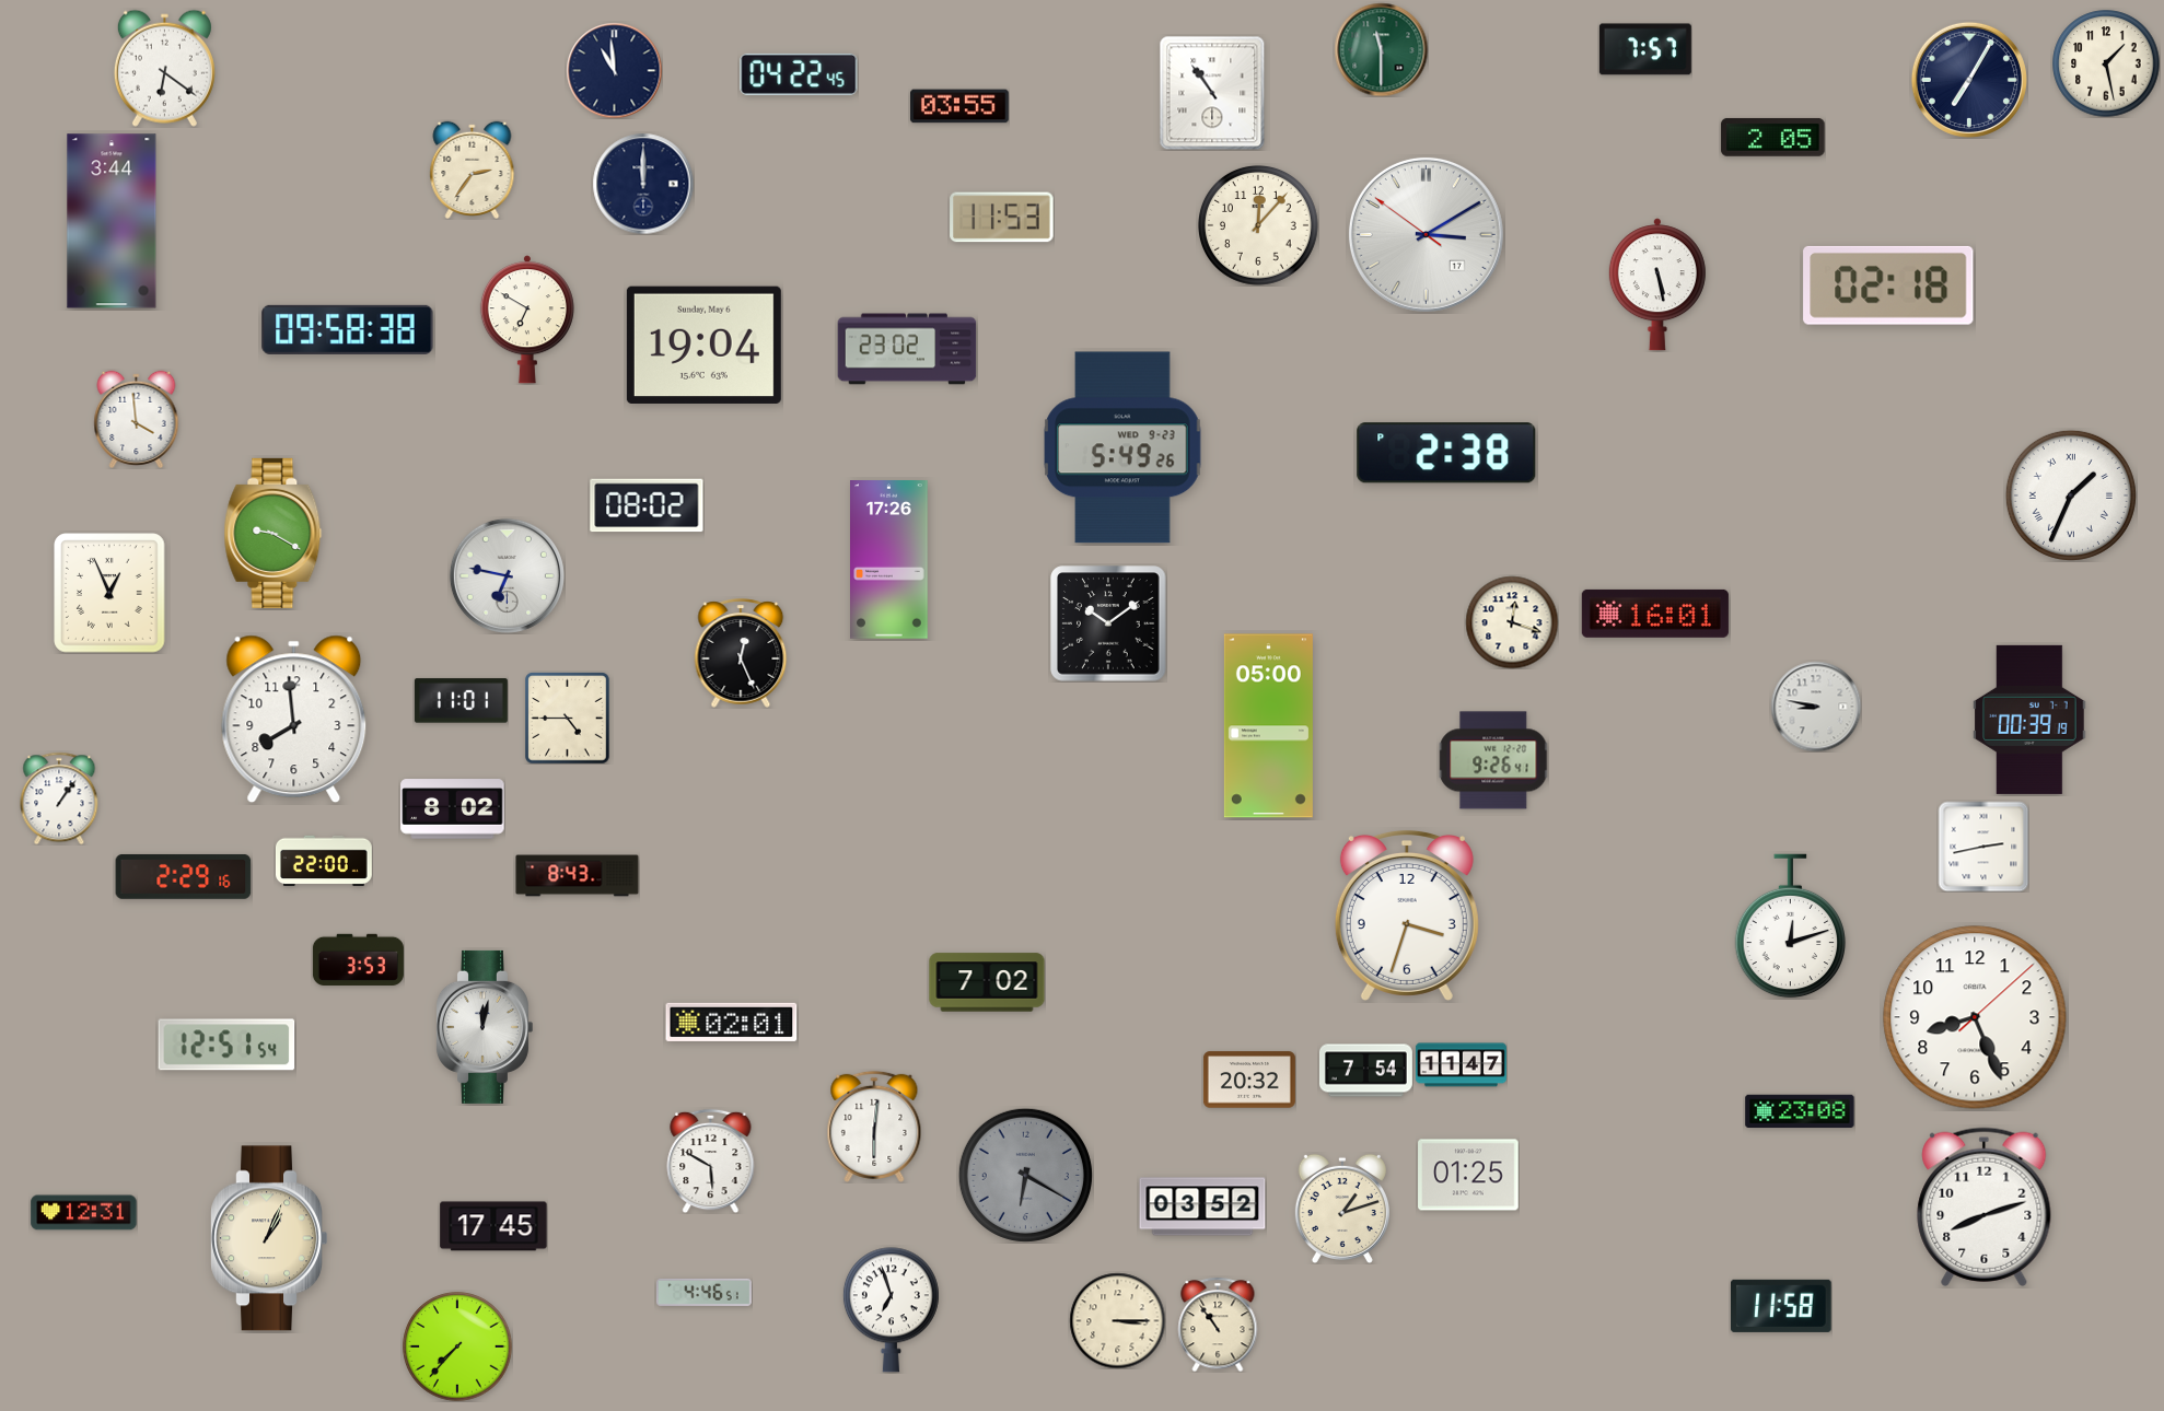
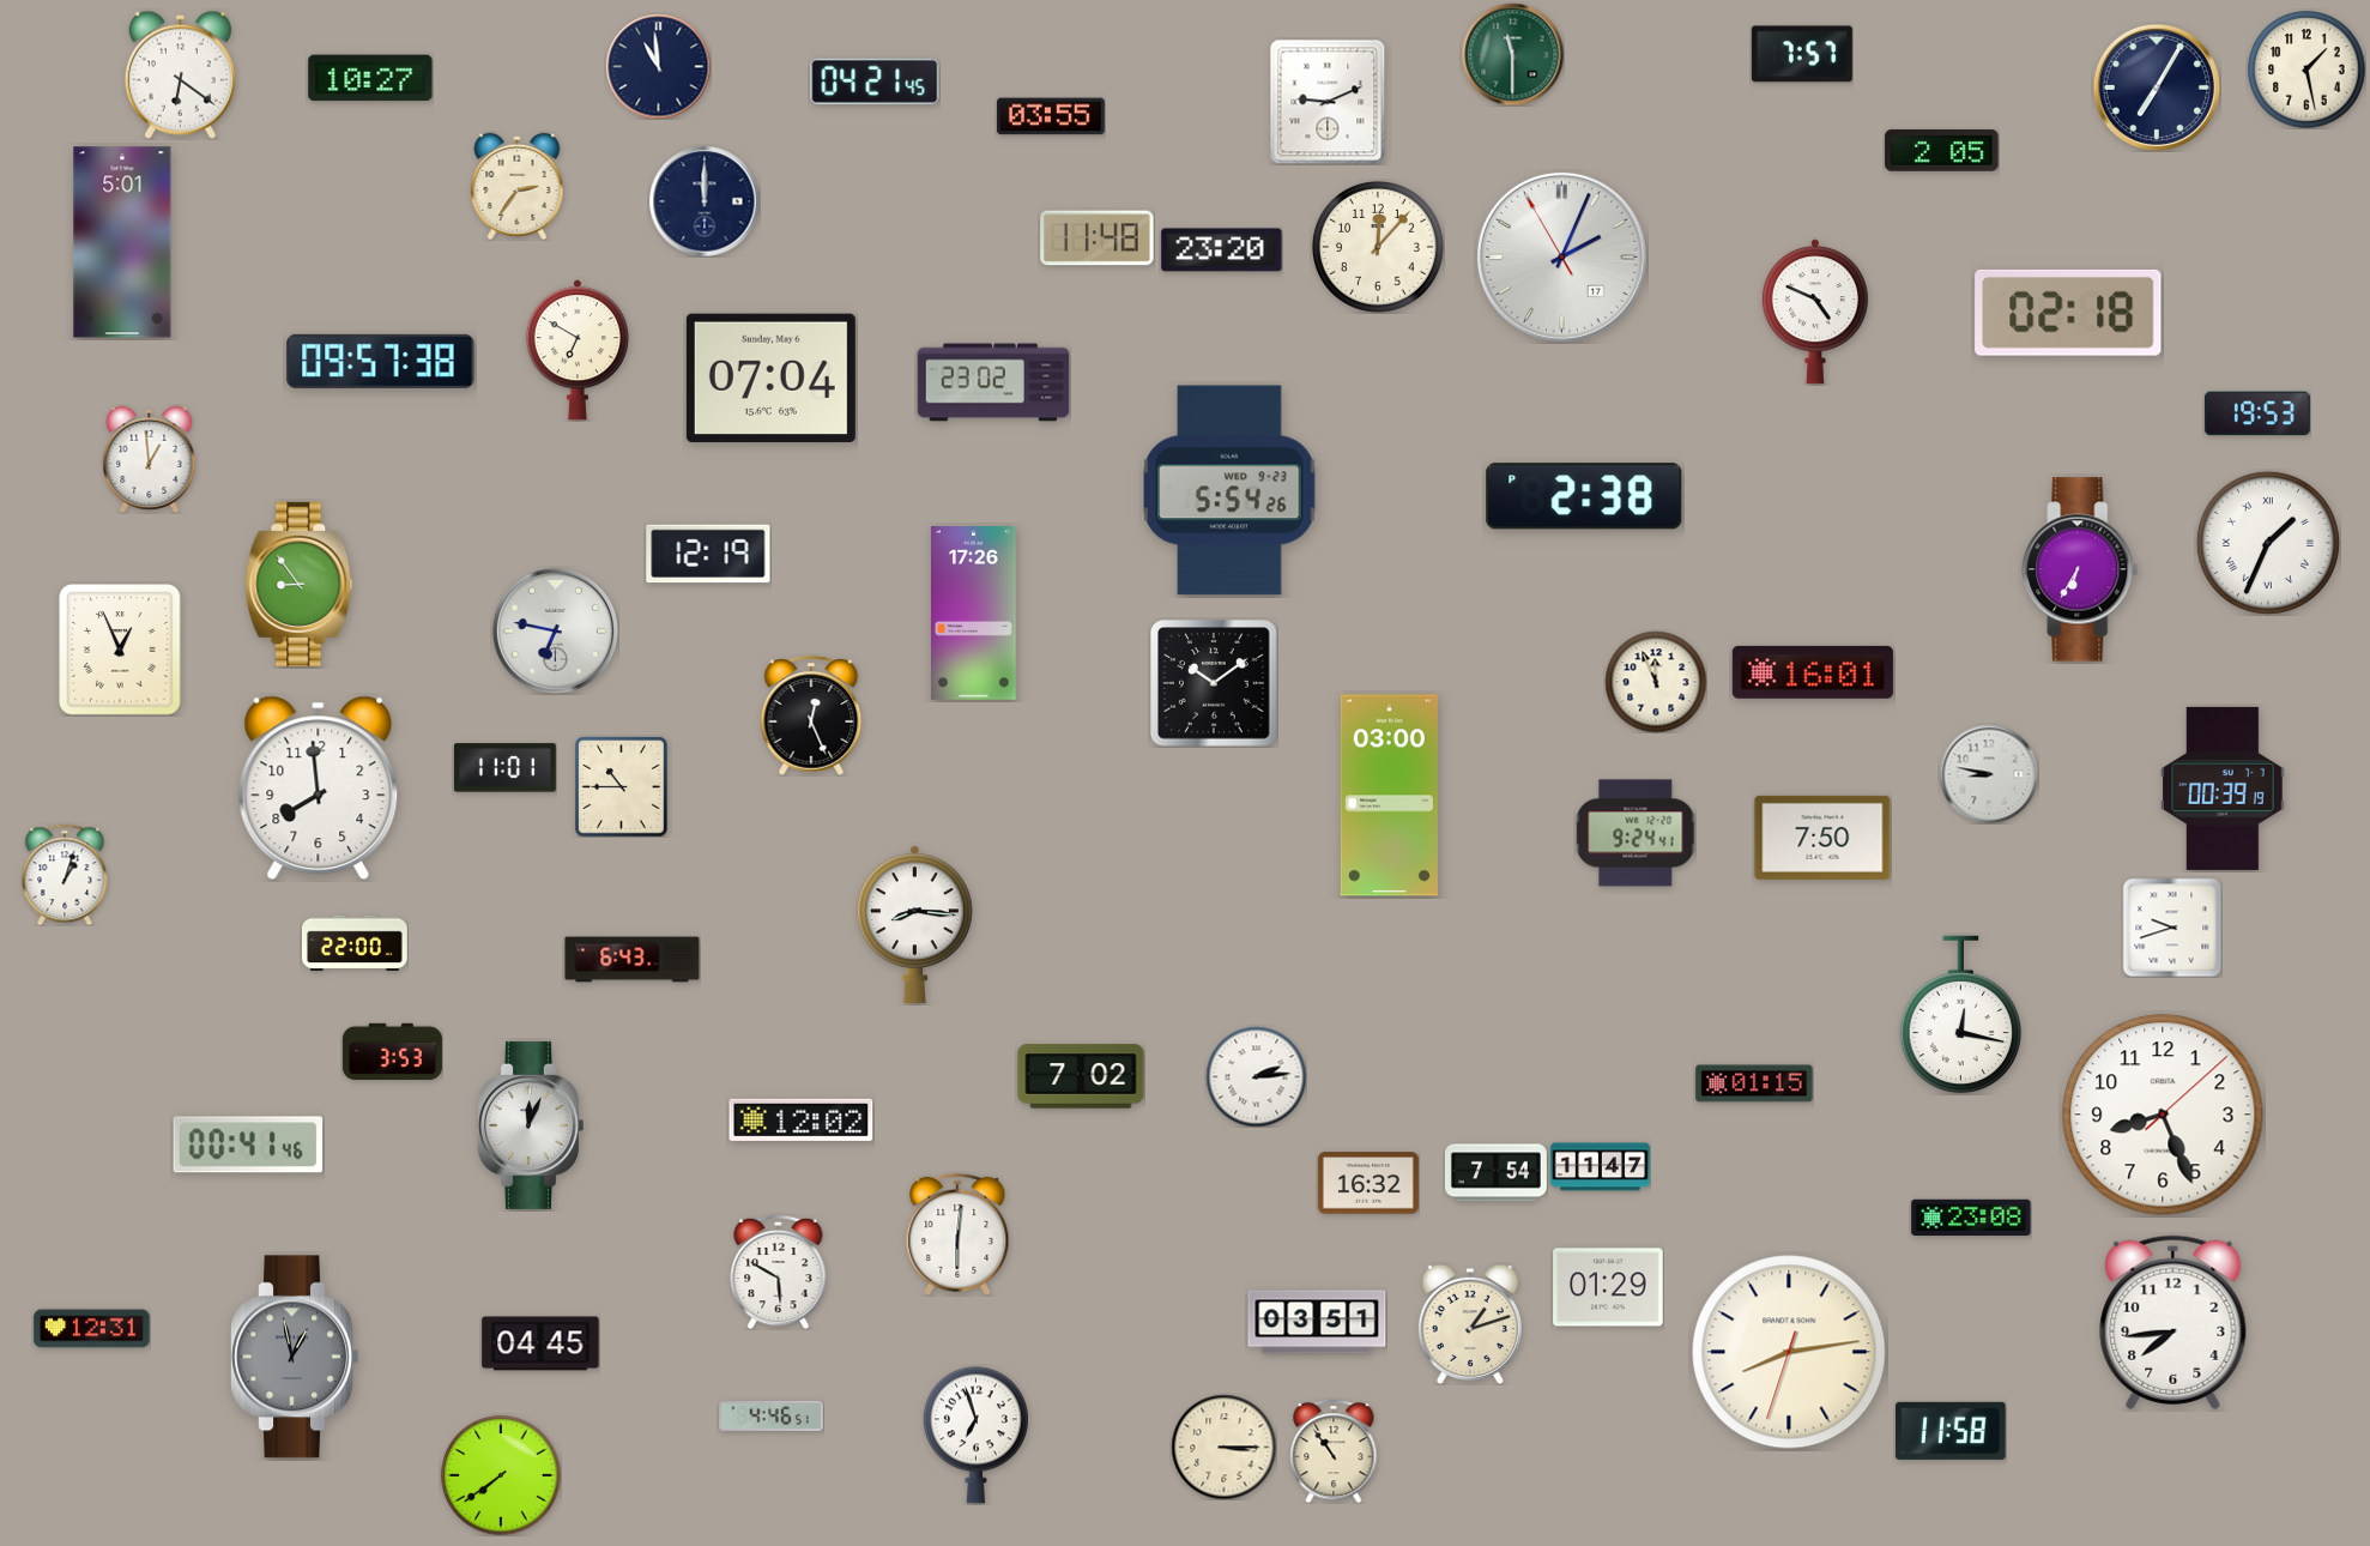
clock at (614, 70) position: (614, 70) -> (658, 66)
clock at (370, 78): none -> 10:27
clock at (799, 74): 04:22 -> 04:21
clock at (1212, 93): 10:54 -> 9:11
clock at (1002, 218): 11:53 -> 11:48
clock at (112, 221): 3:44 -> 5:01
clock at (1222, 250): none -> 23:20
clock at (1426, 234): 3:09 -> 2:03
clock at (1657, 284): 5:28 -> 4:49
clock at (348, 329): 09:58 -> 09:57
clock at (703, 345): 19:04 -> 07:04
clock at (2257, 413): none -> 19:53
clock at (137, 419): 3:59 -> 12:59
clock at (1122, 447): 5:49 -> 5:54
clock at (647, 505): 08:02 -> 12:19
clock at (2080, 569): none -> 6:35
clock at (274, 533): 9:20 -> 8:54
clock at (1512, 622): 12:18 -> 11:56
clock at (568, 718): 4:45 -> 10:45
clock at (294, 720) position: (294, 720) -> (319, 789)
clock at (1268, 726): 05:00 -> 03:00
clock at (1493, 760): 9:26 -> 9:24
clock at (1822, 838): none -> 7:50
clock at (59, 798): 1:06 -> 1:03
clock at (453, 809): 8:02 -> none
clock at (914, 924): none -> 8:16
clock at (1983, 847): 2:43 -> 9:42
clock at (184, 876): 2:29 -> none
clock at (578, 876): 8:43 -> 6:43
clock at (1407, 916): 3:33 -> none
clock at (1791, 926): 12:12 -> 12:17
clock at (1256, 1076): none -> 2:14
clock at (1754, 1083): none -> 01:15
clock at (732, 1022): 02:01 -> 12:02
clock at (484, 1027): 12:02 -> 12:04
clock at (226, 1045): 12:51 -> 00:41
clock at (1249, 1080): 20:32 -> 16:32
clock at (1025, 1175): 6:20 -> none
clock at (1468, 1175): 01:25 -> 01:29
clock at (1202, 1206): 03:52 -> 03:51
clock at (1985, 1206): 8:12 -> 7:44
clock at (493, 1226): 17:45 -> 04:45
clock at (1789, 1352): none -> 8:13
clock at (268, 1238): 1:04 -> 12:58
clock at (268, 1238) dial: cream -> grey
clock at (457, 1346): 7:37 -> 7:39
